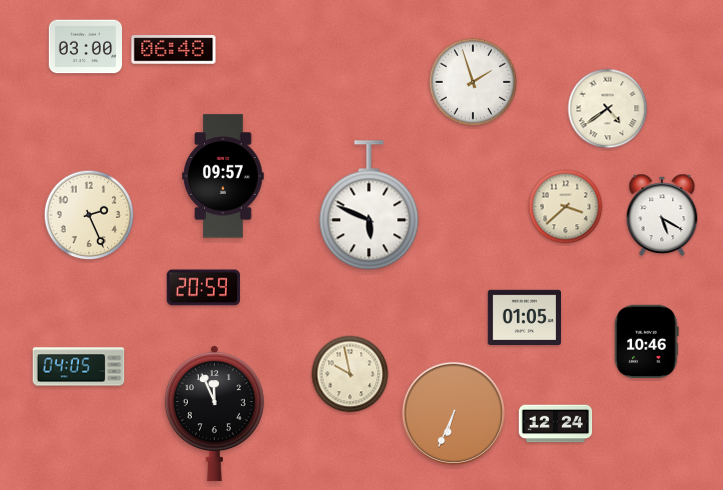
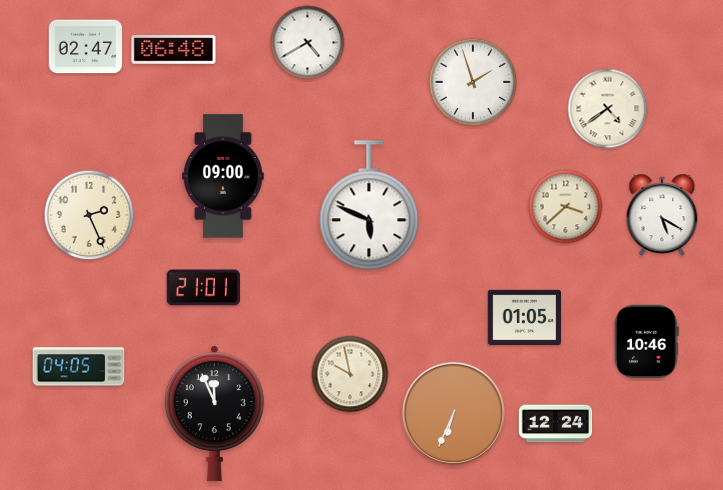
clock at (308, 43): none -> 4:40
clock at (86, 47): 03:00 -> 02:47
clock at (223, 176): 09:57 -> 09:00
clock at (203, 288): 20:59 -> 21:01
